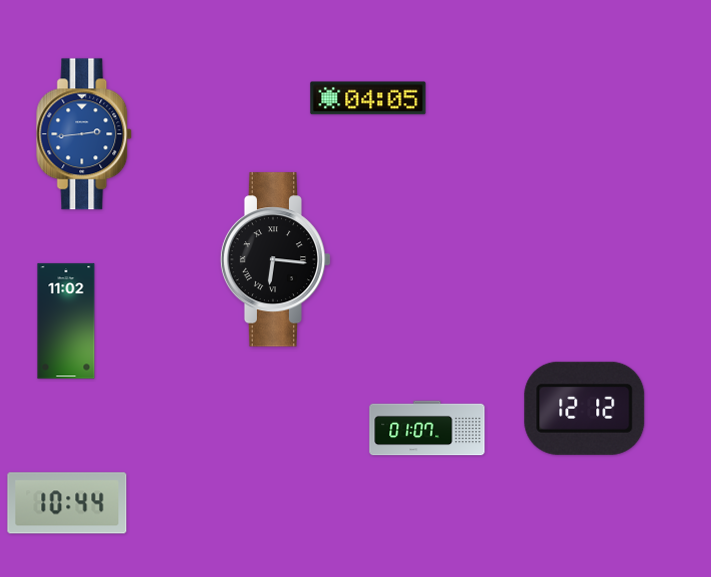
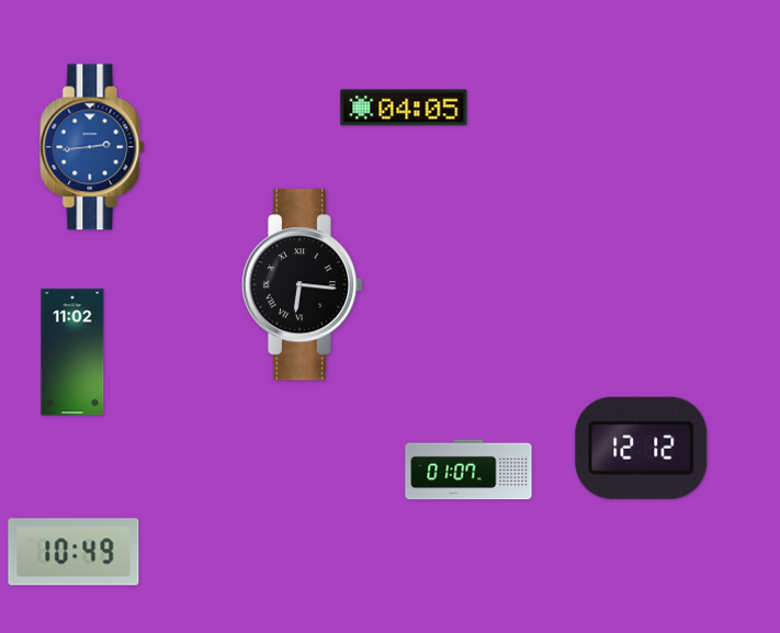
clock at (67, 503): 10:44 -> 10:49
